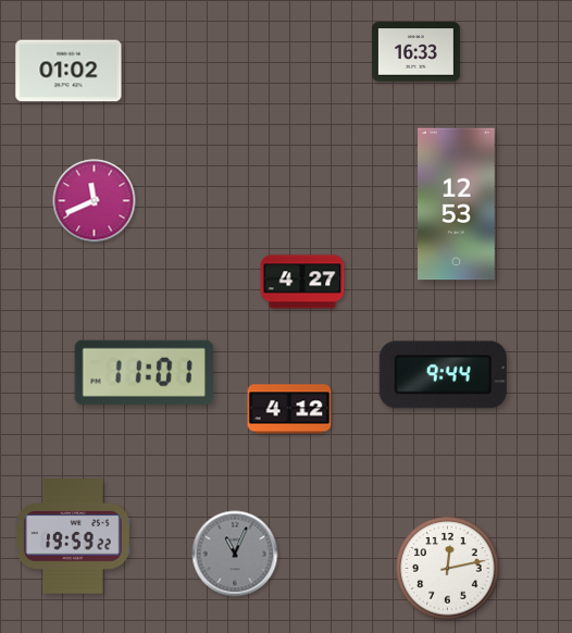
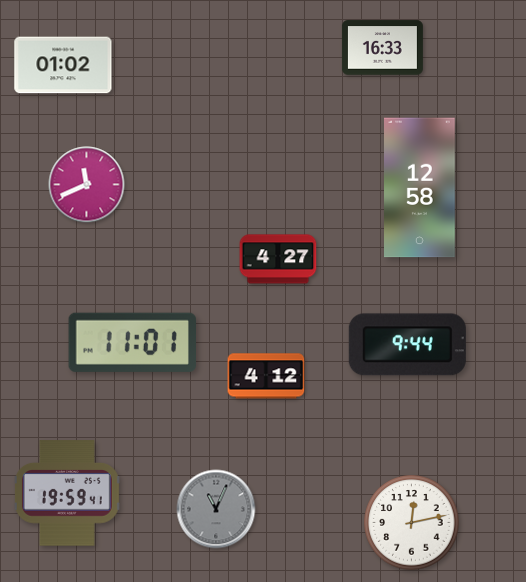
clock at (457, 204): 12:53 -> 12:58
clock at (73, 536): 19:59:22 -> 19:59:41
